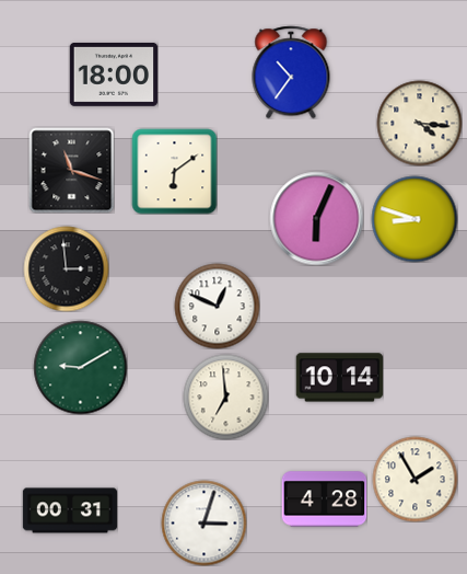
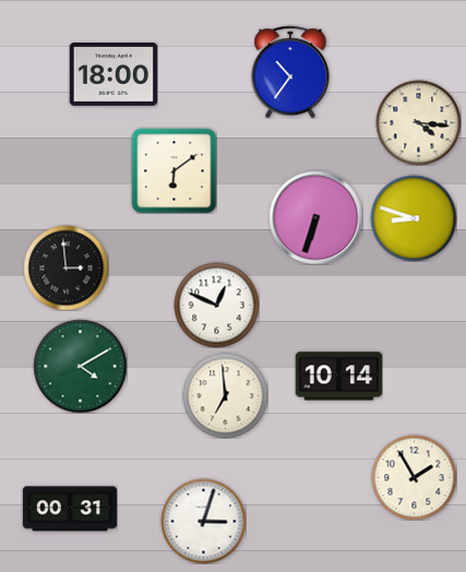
clock at (71, 170): 11:18 -> none
clock at (316, 218): 6:04 -> 6:33
clock at (80, 367): 9:10 -> 4:10
clock at (324, 500): 4:28 -> none
